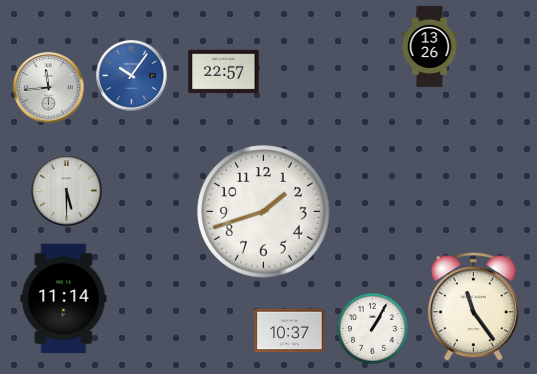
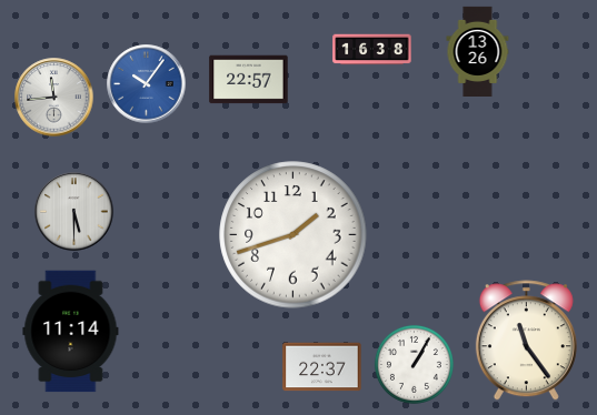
clock at (372, 50): none -> 16:38
clock at (290, 331): 10:37 -> 22:37
